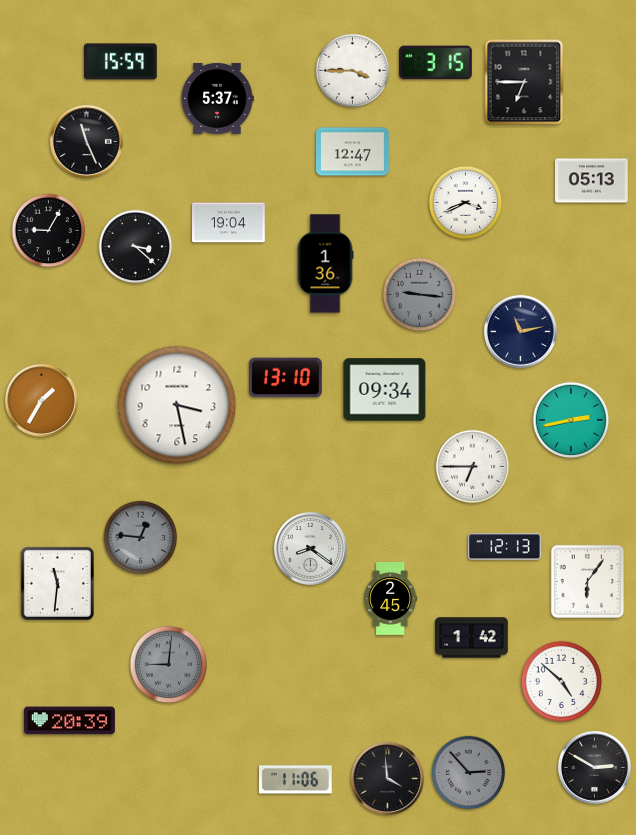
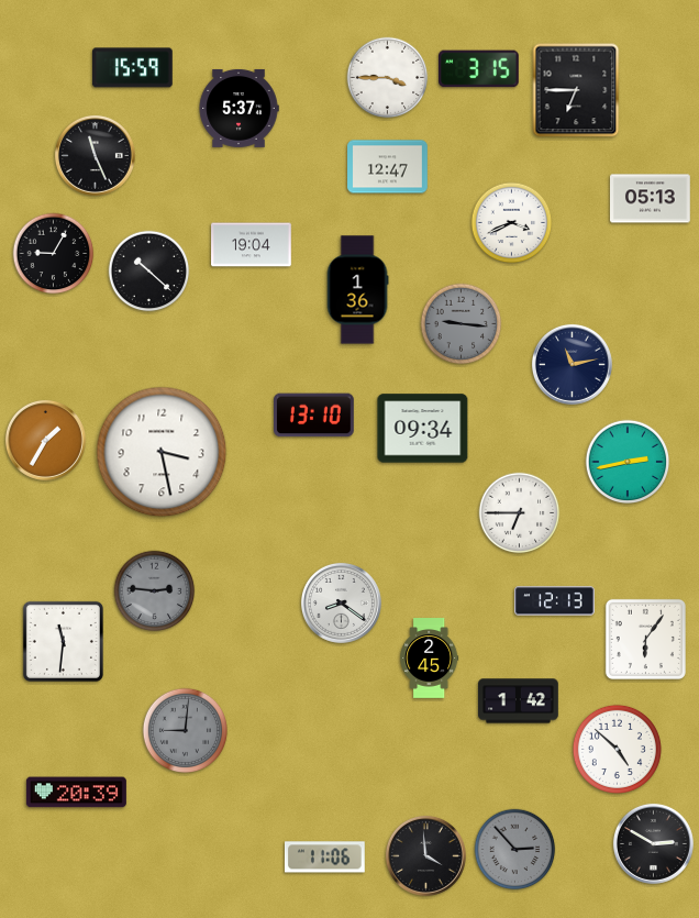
clock at (136, 247): 3:22 -> 10:22
clock at (177, 405) position: (177, 405) -> (162, 452)
clock at (141, 538): 12:46 -> 2:46
